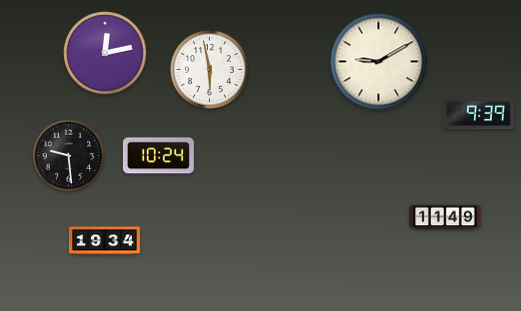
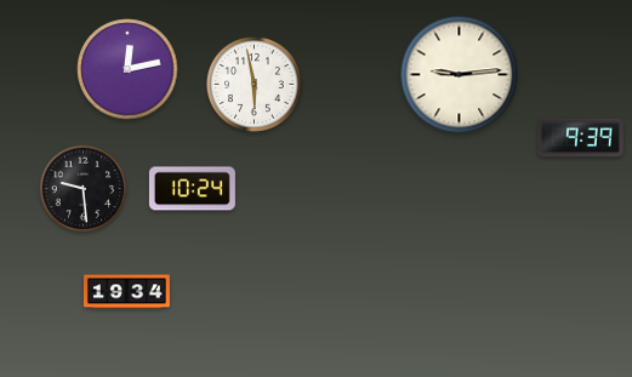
clock at (105, 53) position: (105, 53) -> (127, 69)
clock at (379, 62): 9:10 -> 9:14
clock at (445, 217): 11:49 -> none
